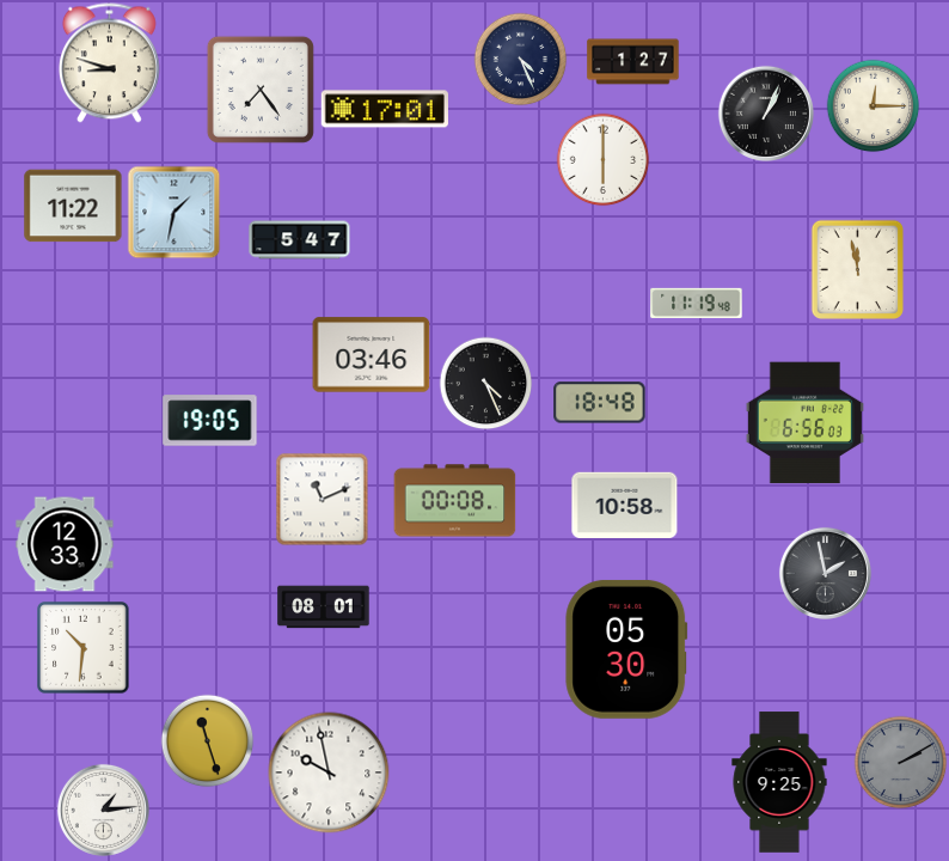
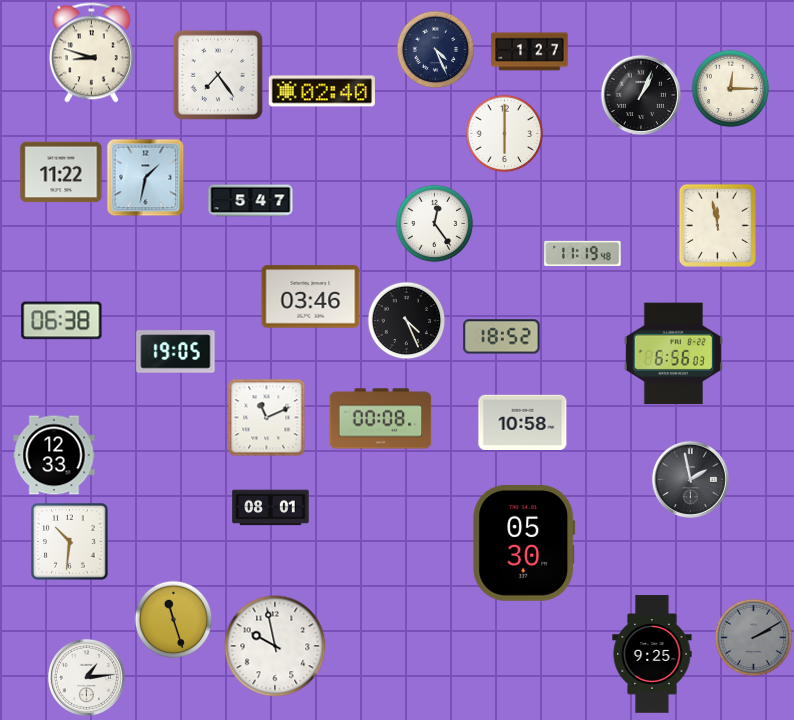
clock at (385, 109): 17:01 -> 02:40
clock at (434, 223): none -> 12:24
clock at (62, 321): none -> 06:38
clock at (600, 403): 18:48 -> 18:52
clock at (322, 499) position: (322, 499) -> (266, 417)
